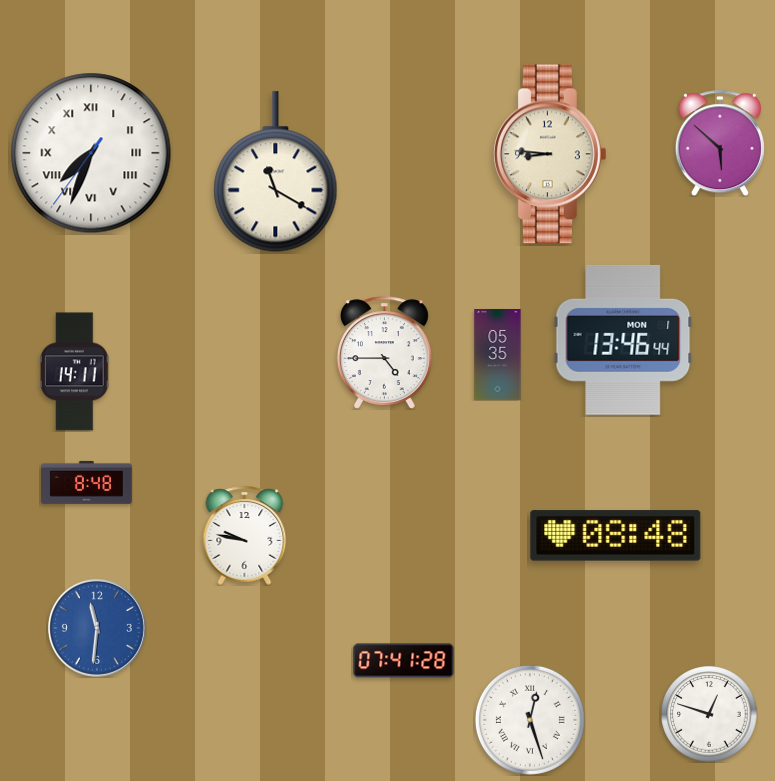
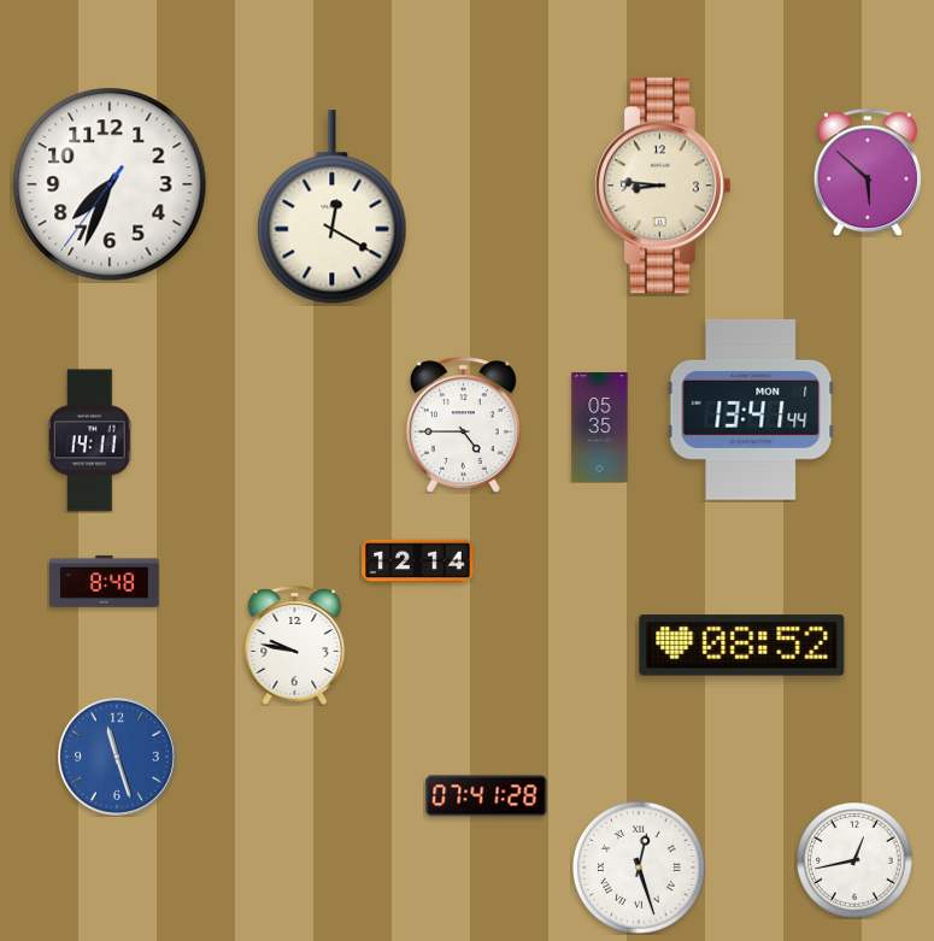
clock at (91, 153) numerals: Roman -> Arabic
clock at (276, 172): 11:20 -> 12:20
clock at (623, 340): 13:46 -> 13:41
clock at (74, 372) position: (74, 372) -> (89, 441)
clock at (418, 561): none -> 12:14
clock at (616, 536): 08:48 -> 08:52
clock at (97, 628): 11:31 -> 11:27
clock at (709, 714): 12:48 -> 12:43
